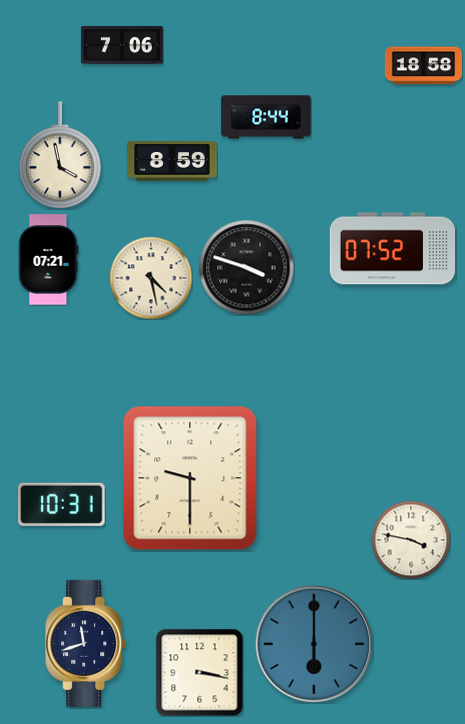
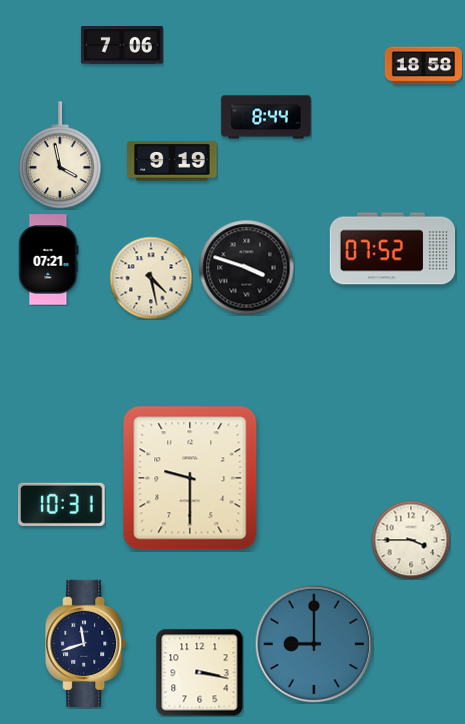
clock at (172, 161): 8:59 -> 9:19
clock at (411, 540): 3:47 -> 3:45
clock at (314, 644): 6:00 -> 9:00
